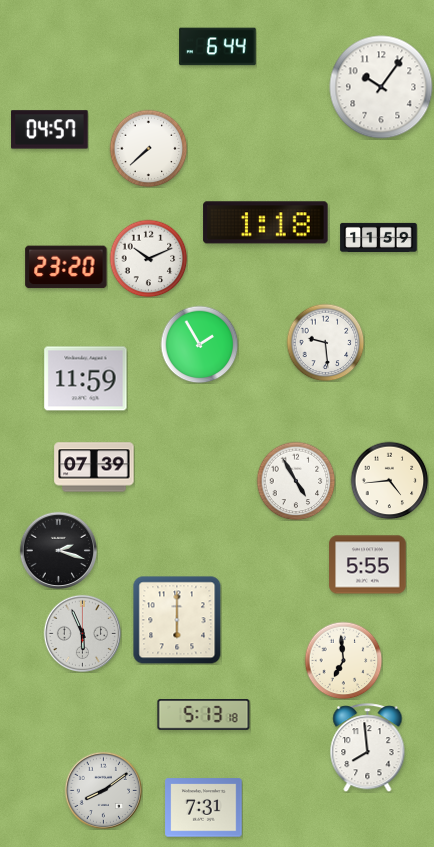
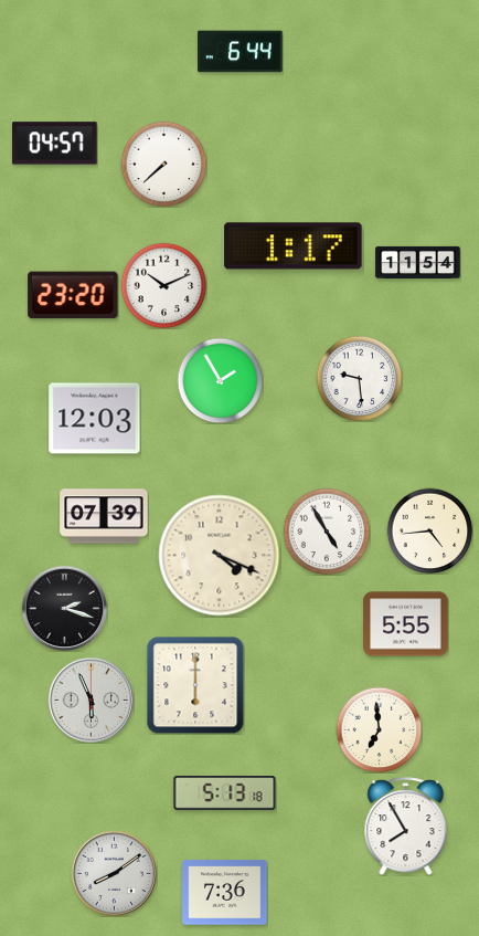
clock at (381, 87): 10:06 -> none
clock at (266, 223): 1:18 -> 1:17
clock at (379, 237): 11:59 -> 11:54
clock at (86, 379): 11:59 -> 12:03
clock at (220, 556): none -> 4:19
clock at (204, 715) position: (204, 715) -> (225, 793)
clock at (368, 748): 7:59 -> 7:55
clock at (204, 808): 7:31 -> 7:36
